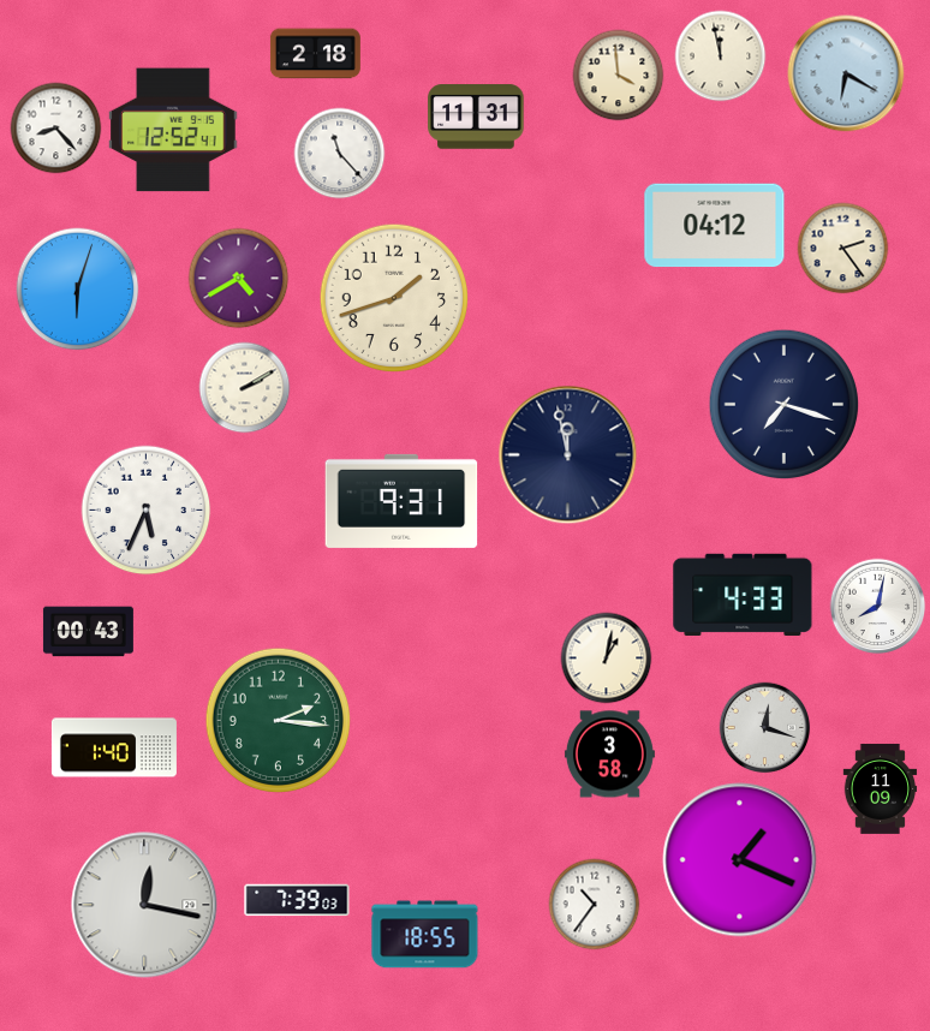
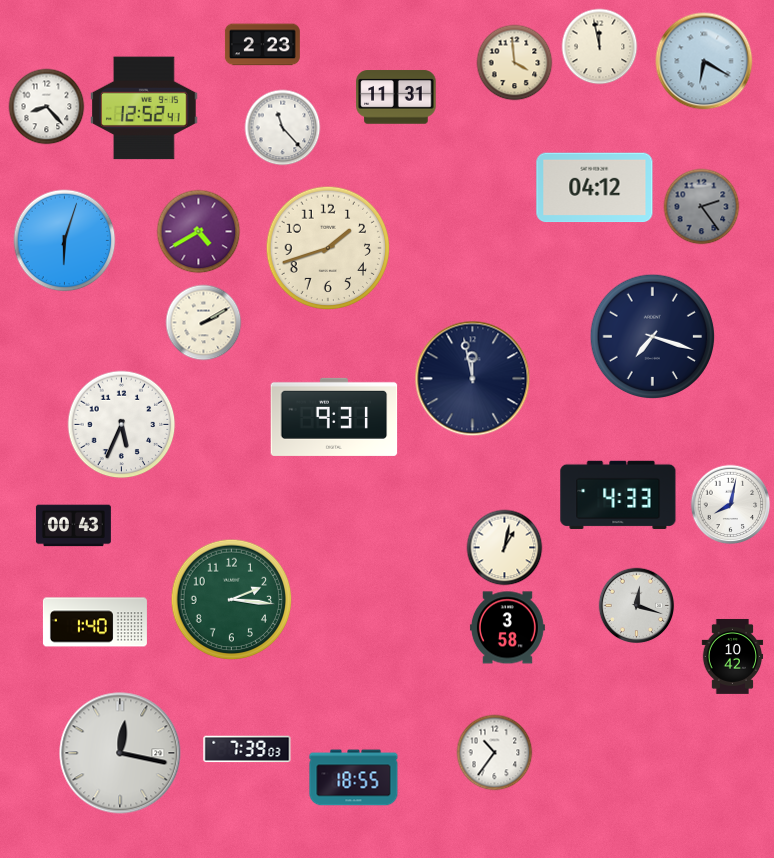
clock at (315, 54): 2:18 -> 2:23
clock at (843, 249) dial: cream -> grey
clock at (881, 788): 11:09 -> 10:42
clock at (740, 860): 1:19 -> none
